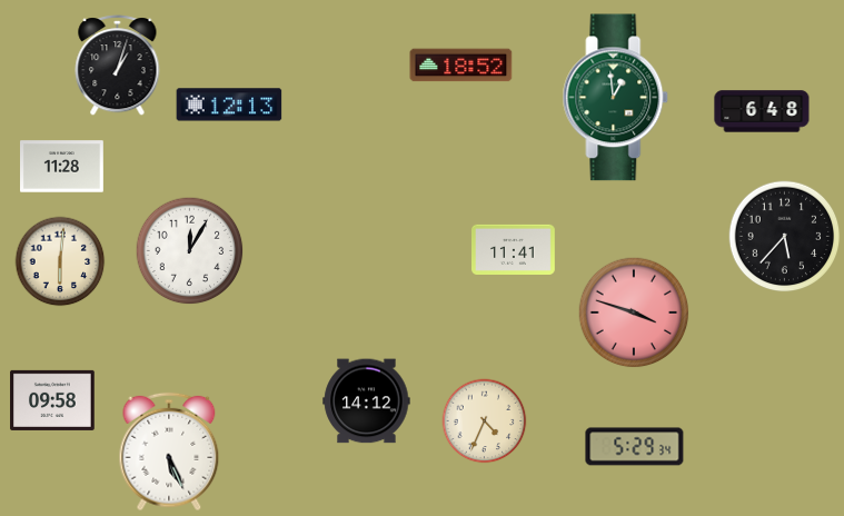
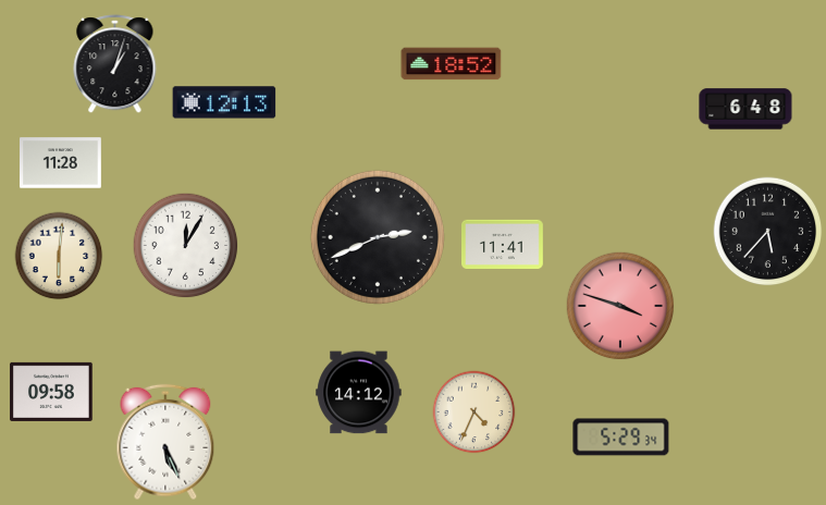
clock at (616, 98): 12:59 -> none
clock at (378, 237): none -> 2:41
